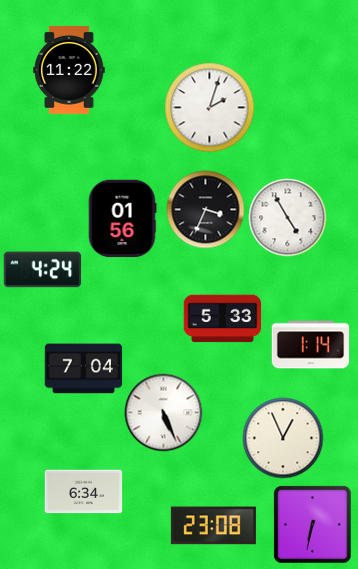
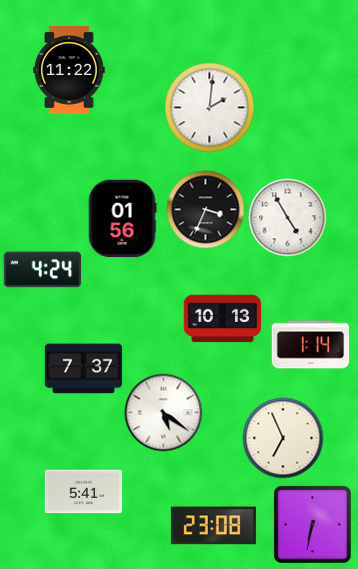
clock at (209, 107): 2:03 -> 2:01
clock at (222, 319): 5:33 -> 10:13
clock at (83, 369): 7:04 -> 7:37
clock at (163, 412): 5:26 -> 5:21
clock at (283, 438): 12:56 -> 6:56
clock at (83, 492): 6:34 -> 5:41
